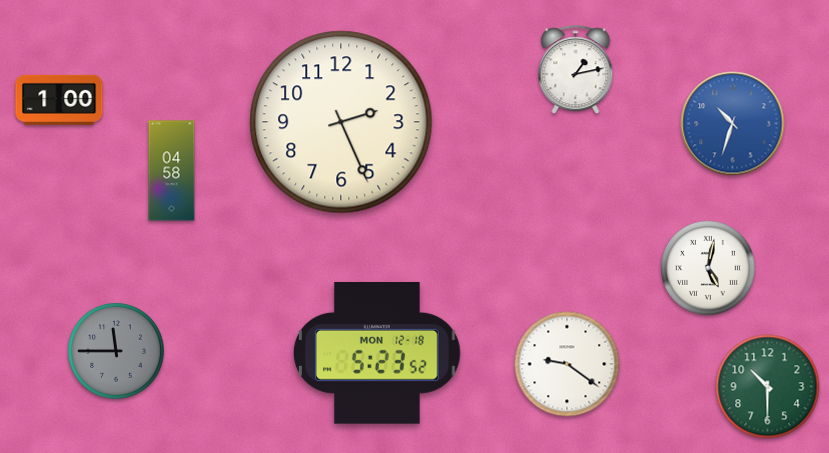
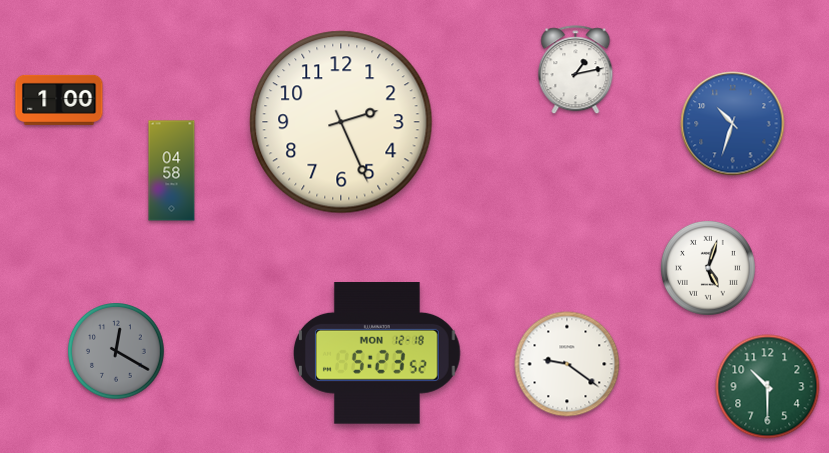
clock at (708, 268): 5:02 -> 5:03
clock at (116, 351): 11:45 -> 12:20
